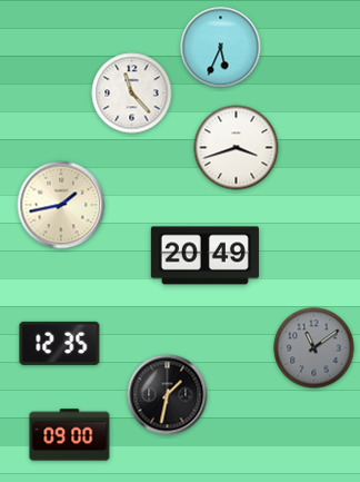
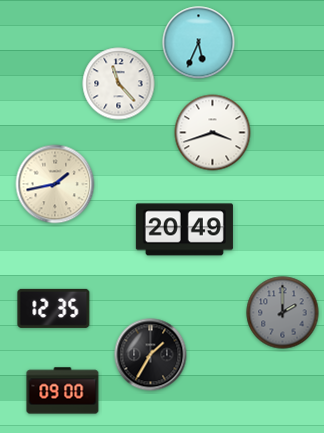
clock at (314, 348): 11:09 -> 2:00
clock at (168, 395): 1:32 -> 1:35
